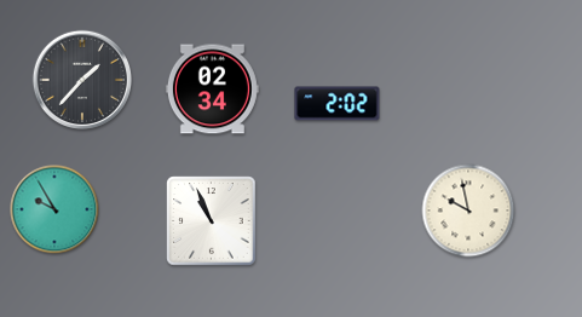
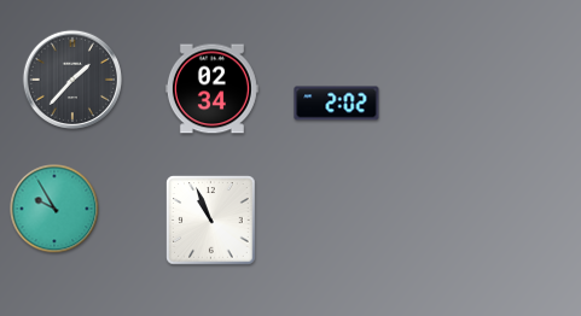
clock at (82, 80) position: (82, 80) -> (72, 80)
clock at (468, 211): 9:58 -> none
